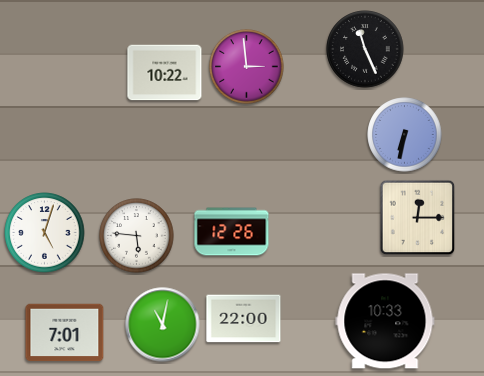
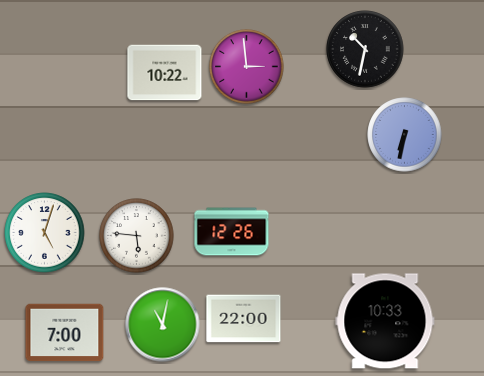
clock at (365, 49): 11:26 -> 10:32
clock at (418, 218): 12:15 -> none
clock at (65, 333): 7:01 -> 7:00
